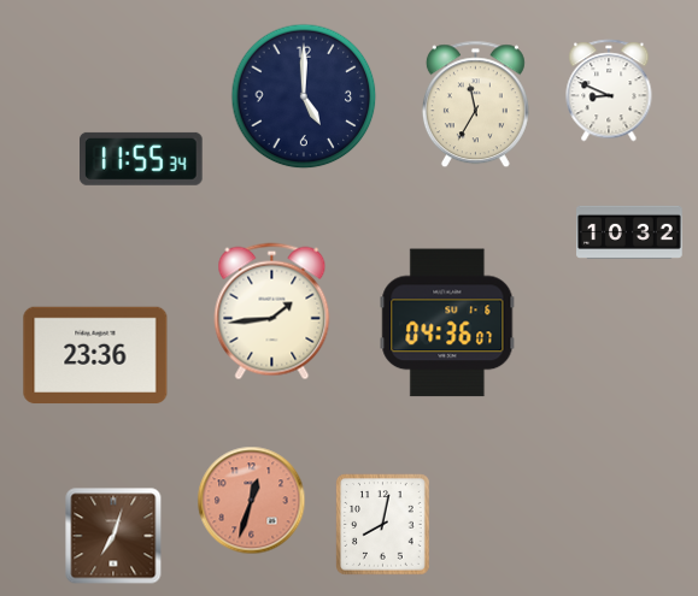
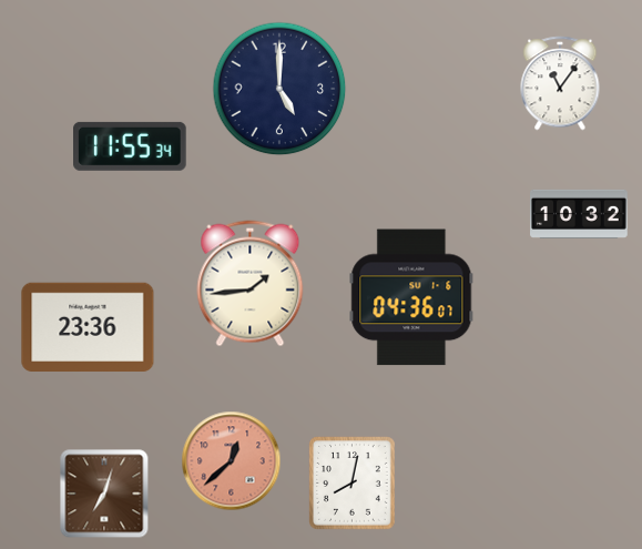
clock at (609, 90): 8:49 -> 11:06
clock at (475, 105): 11:35 -> none
clock at (272, 312) position: (272, 312) -> (251, 284)
clock at (252, 501): 12:33 -> 12:38
